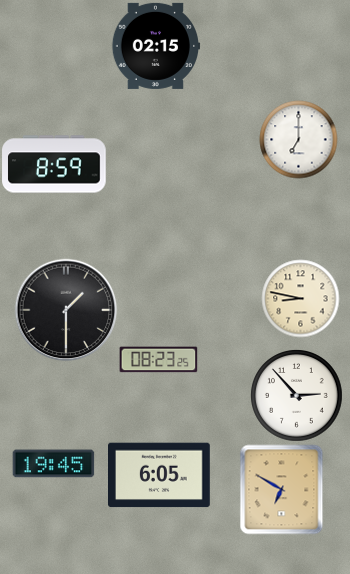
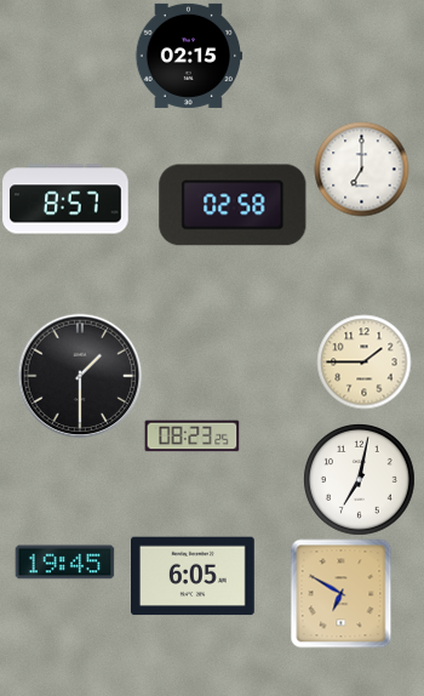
clock at (54, 164): 8:59 -> 8:57
clock at (233, 205): none -> 02:58
clock at (300, 298): 8:47 -> 1:45
clock at (297, 396): 2:53 -> 7:02
